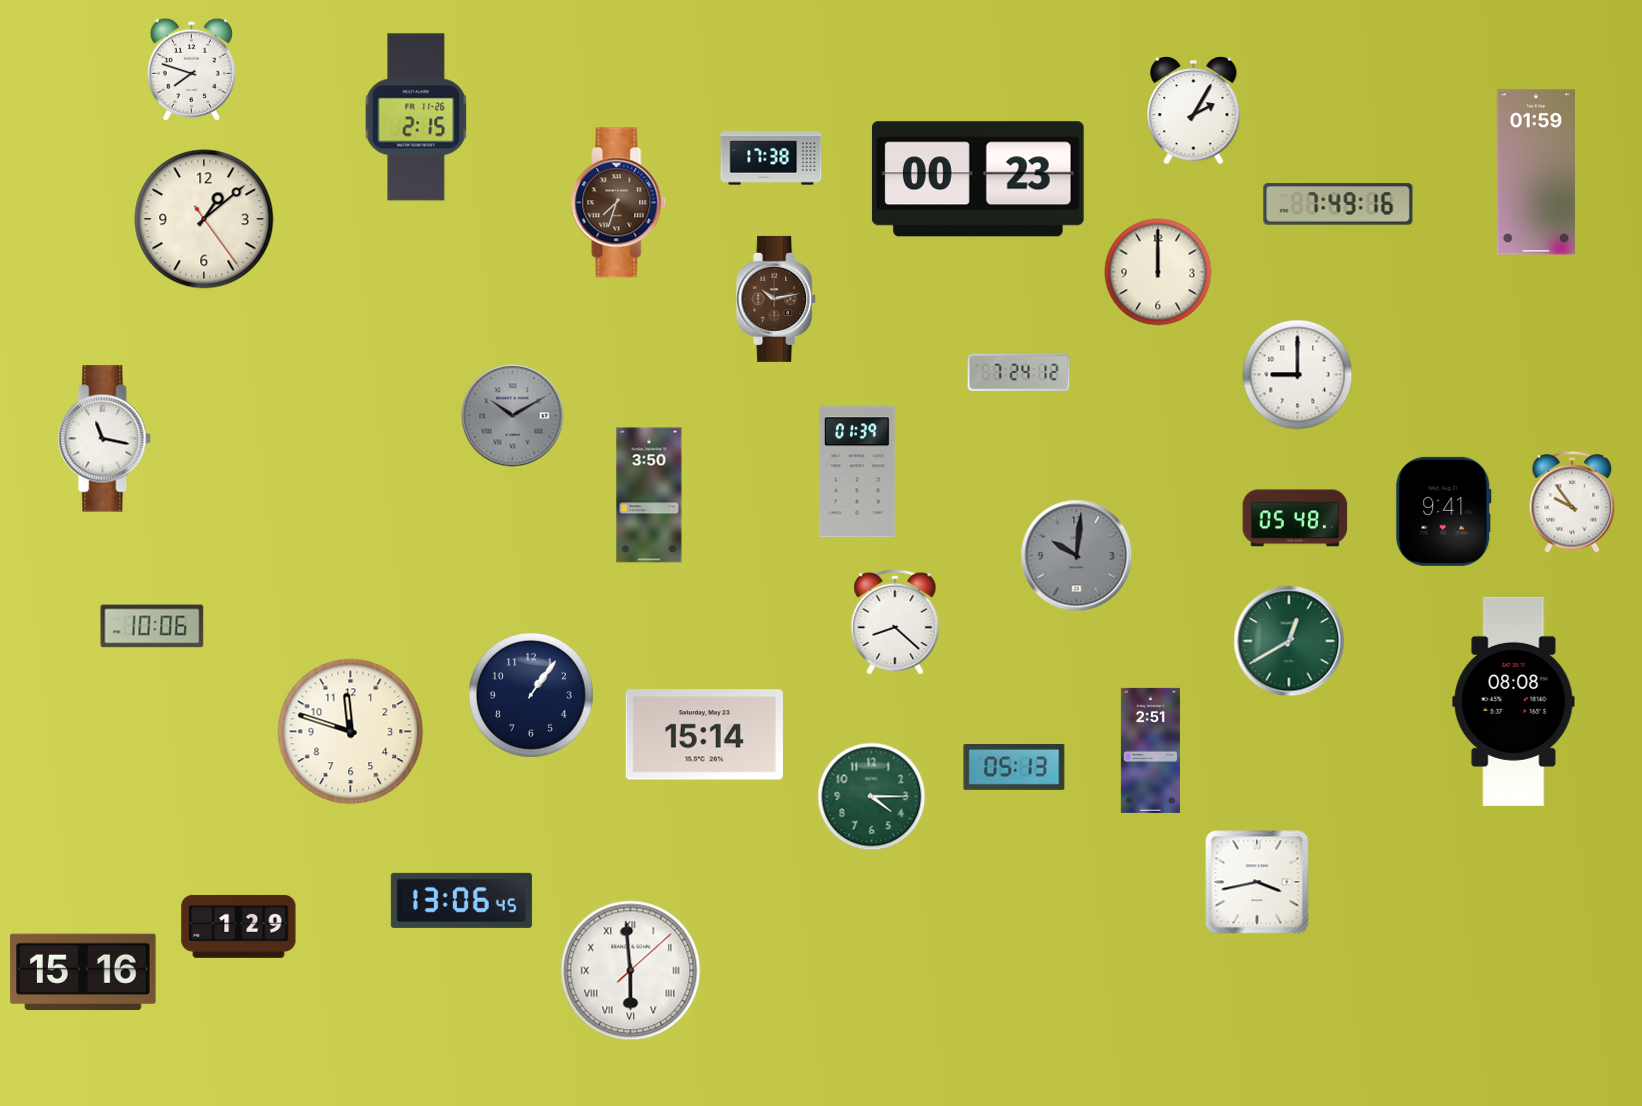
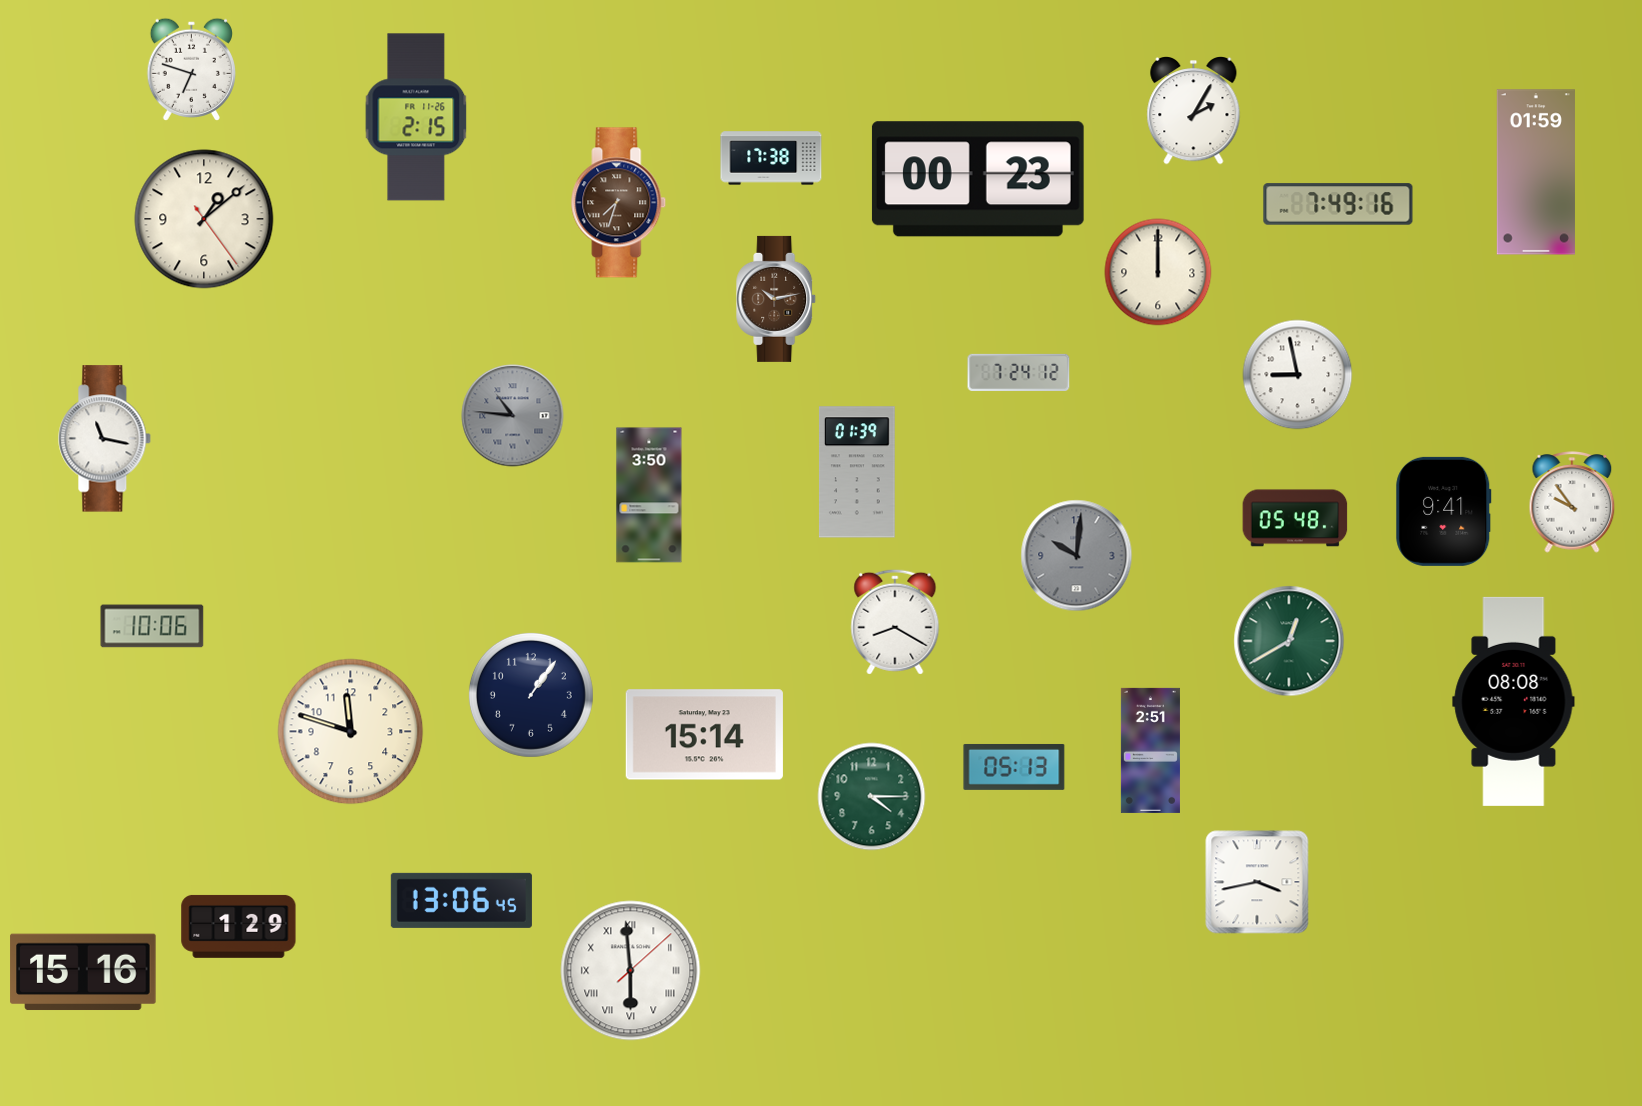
clock at (191, 69): 7:48 -> 6:48
clock at (1298, 375): 9:00 -> 8:58
clock at (513, 416): 10:10 -> 10:46
clock at (895, 622): 8:22 -> 8:20
